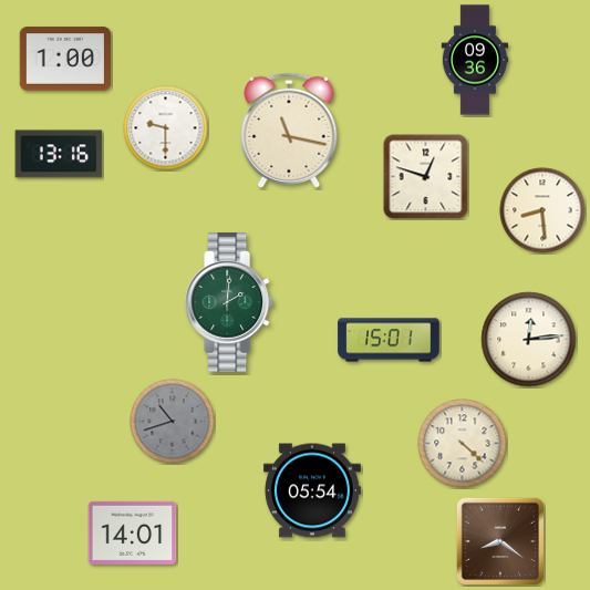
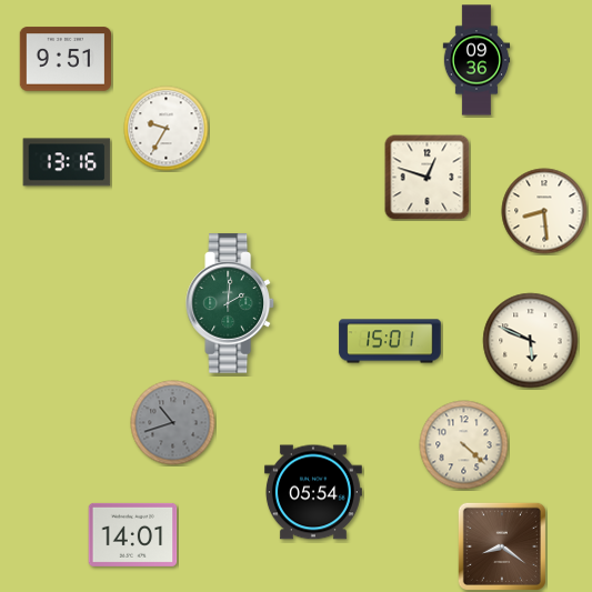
clock at (64, 59): 1:00 -> 9:51
clock at (166, 128): 9:30 -> 9:35
clock at (289, 131): 11:17 -> none
clock at (59, 154) position: (59, 154) -> (67, 162)
clock at (529, 340): 12:14 -> 5:49
clock at (499, 540) position: (499, 540) -> (501, 545)
